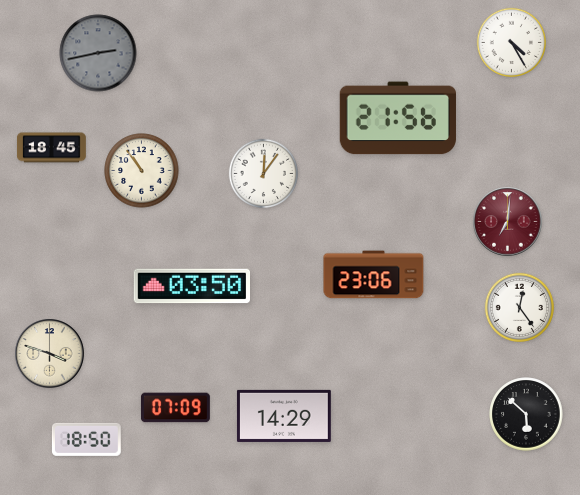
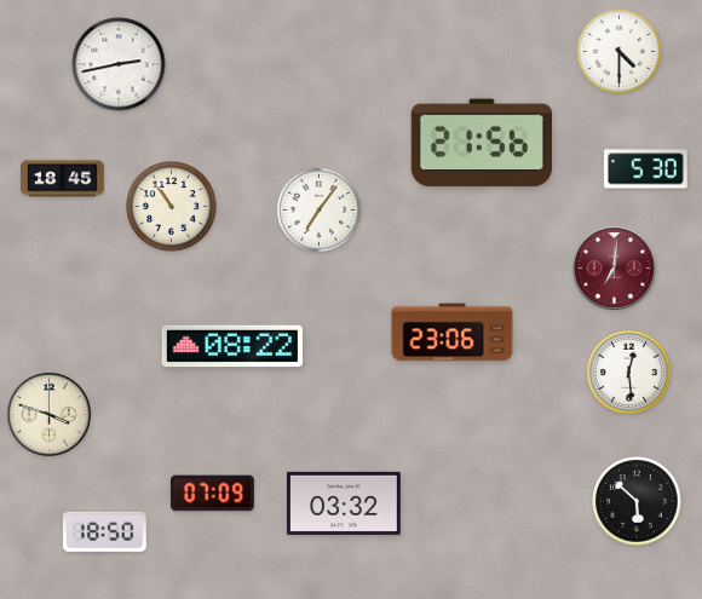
clock at (511, 42): 4:25 -> 4:30
clock at (98, 53) dial: grey -> white
clock at (645, 169): none -> 5:30
clock at (263, 173): 12:06 -> 7:06
clock at (191, 286): 03:50 -> 08:22
clock at (519, 307): 12:24 -> 12:29
clock at (50, 354) position: (50, 354) -> (50, 415)
clock at (284, 416): 14:29 -> 03:32
